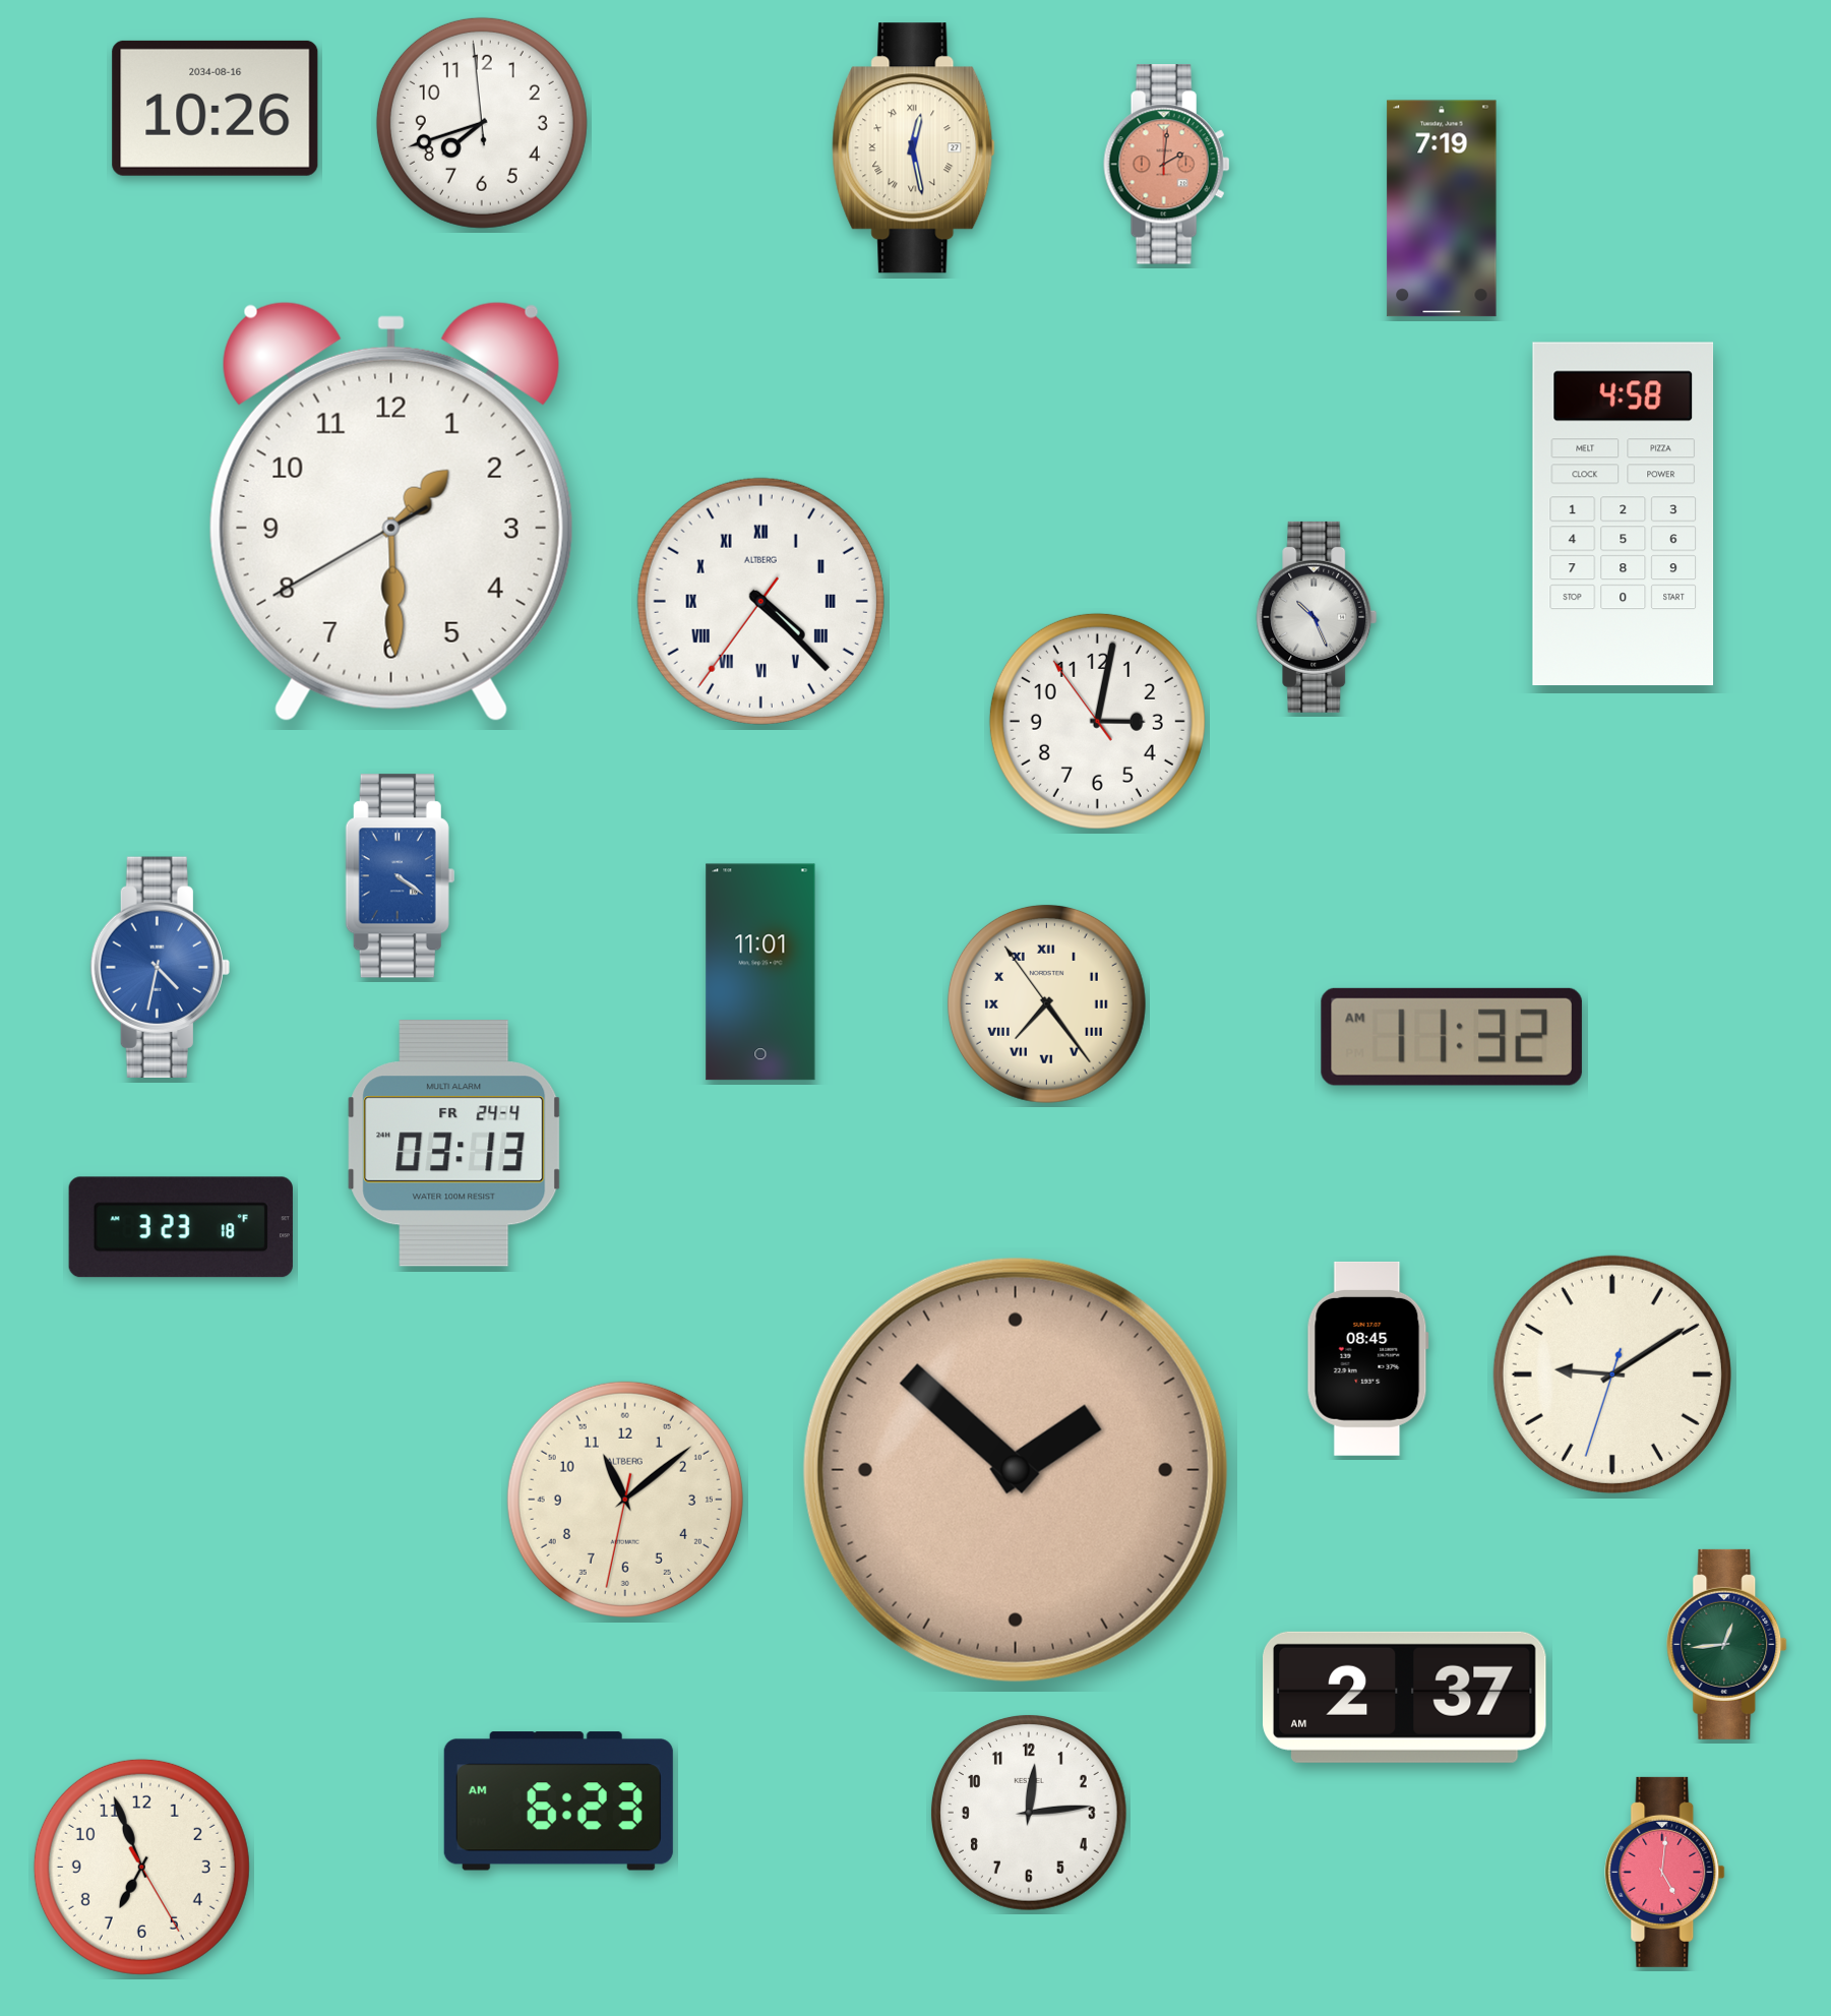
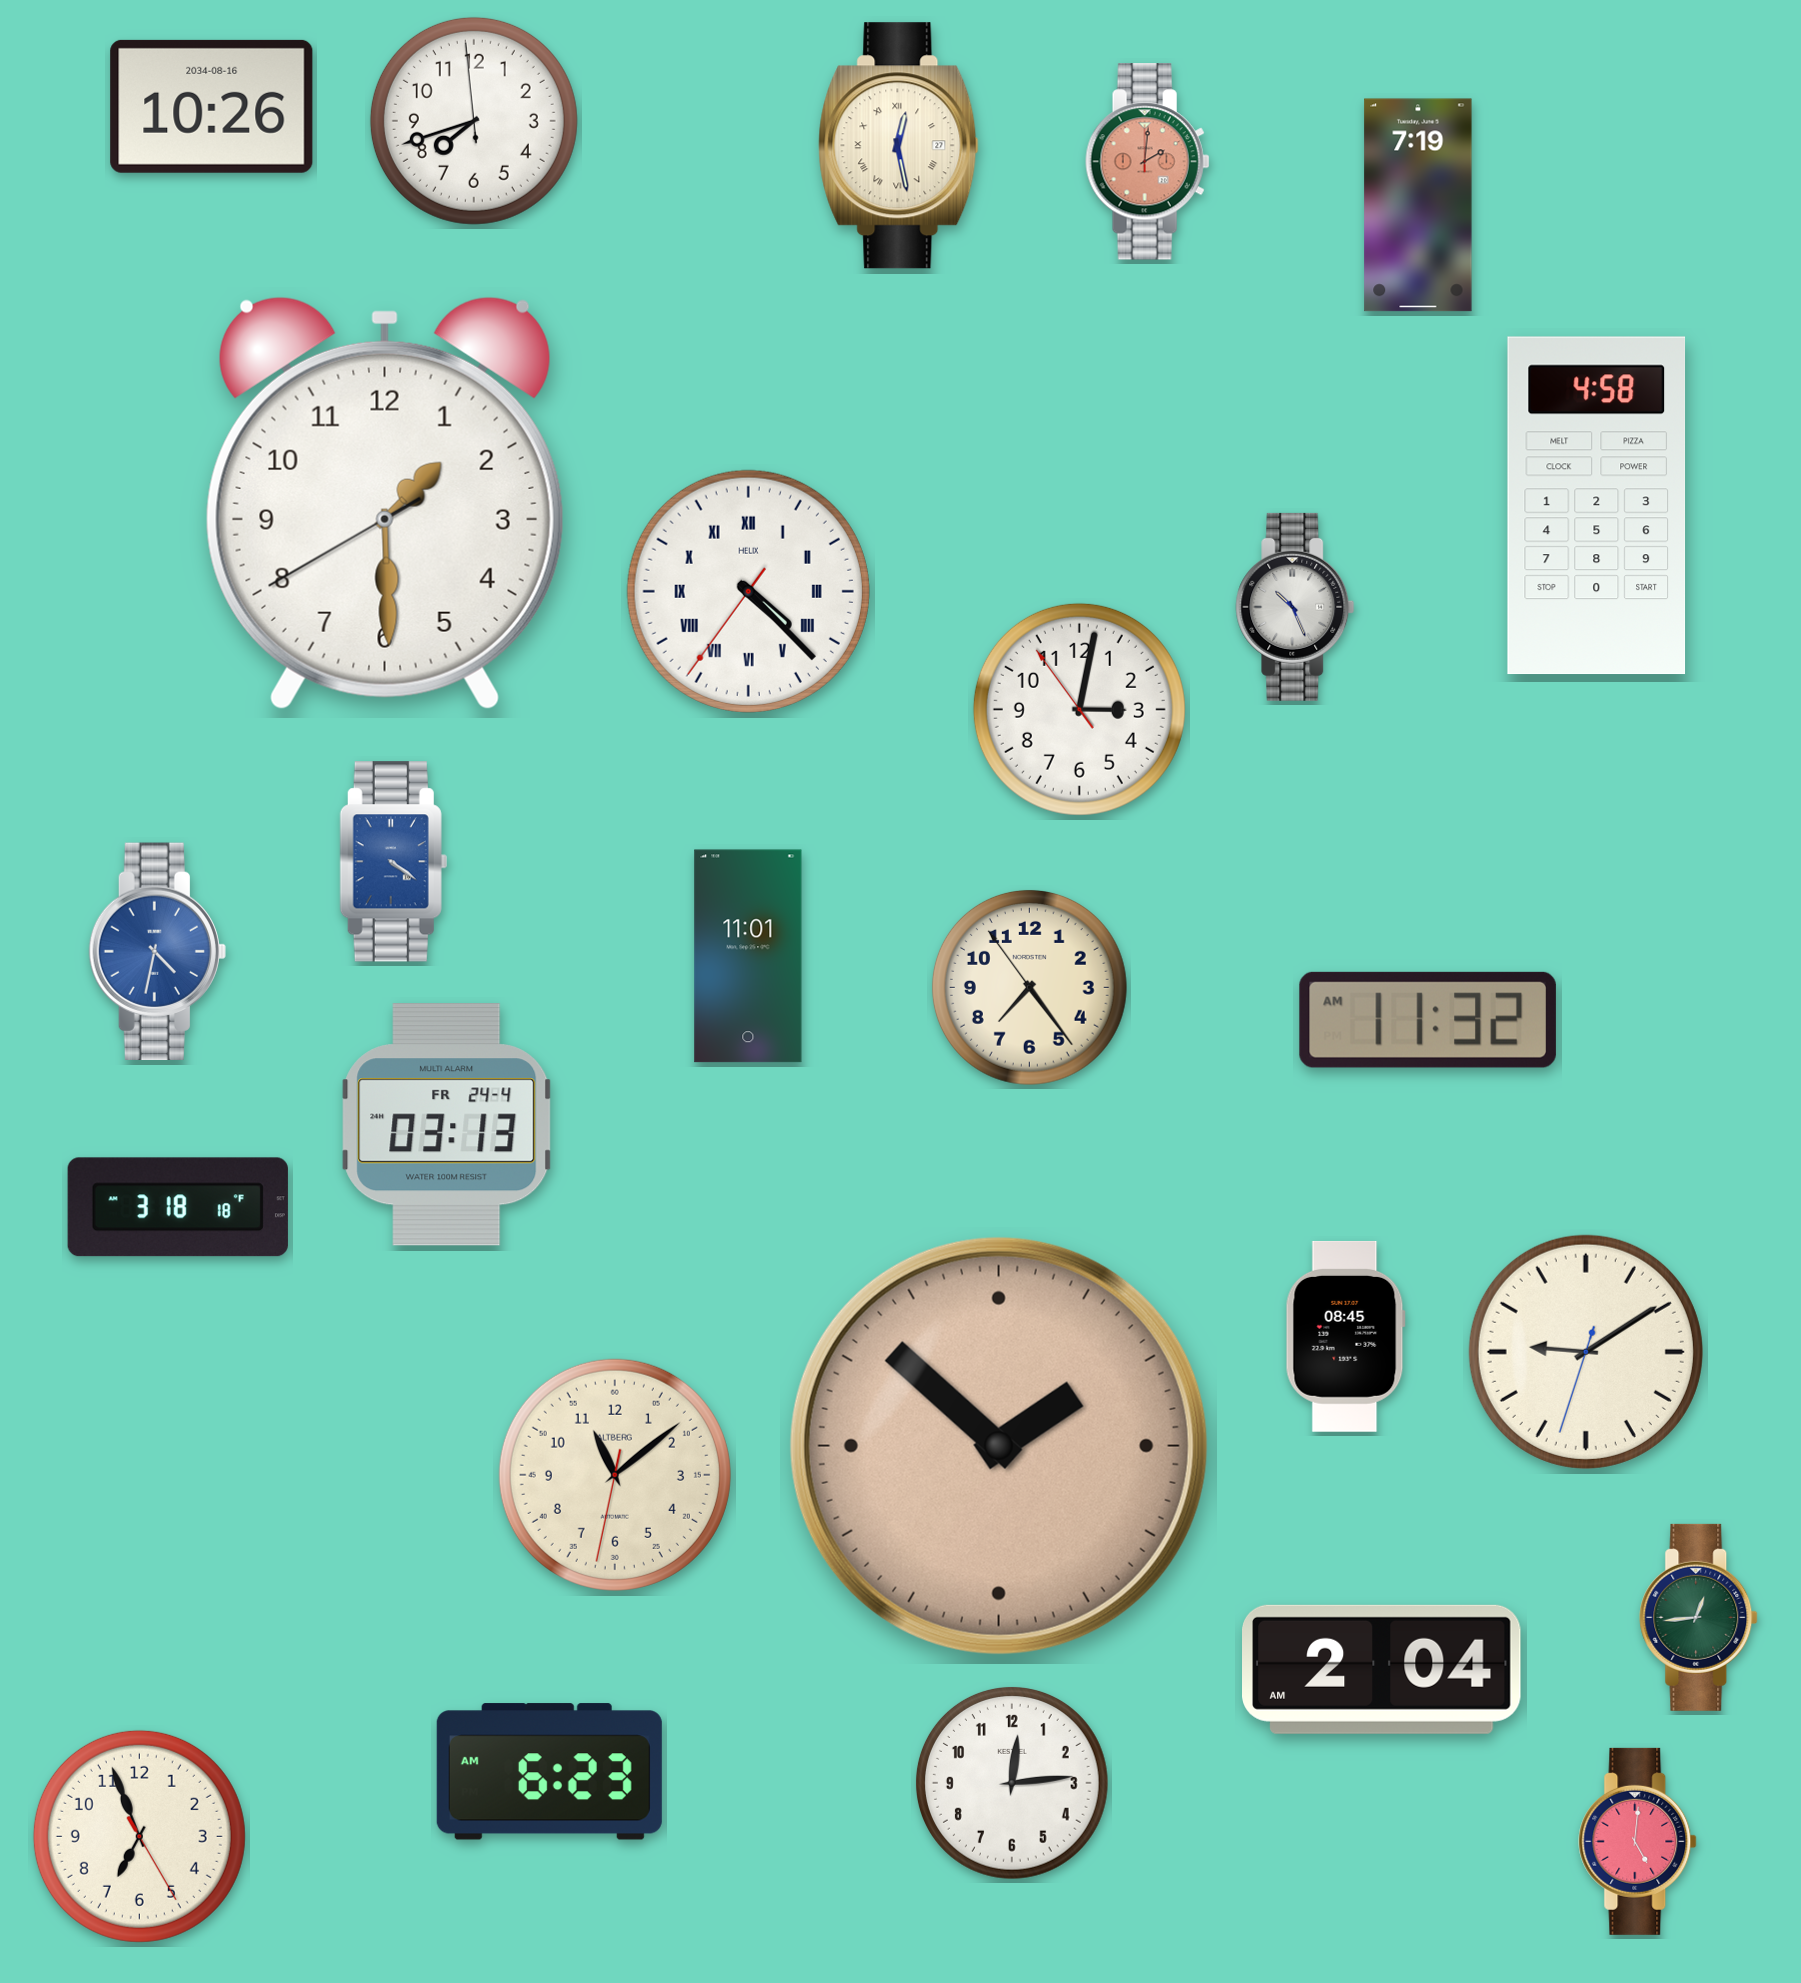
clock at (760, 601) brand: ALTBERG -> HELIX
clock at (1046, 1003) numerals: Roman -> Arabic
clock at (181, 1227): 3:23 -> 3:18
clock at (1405, 1697): 2:37 -> 2:04
